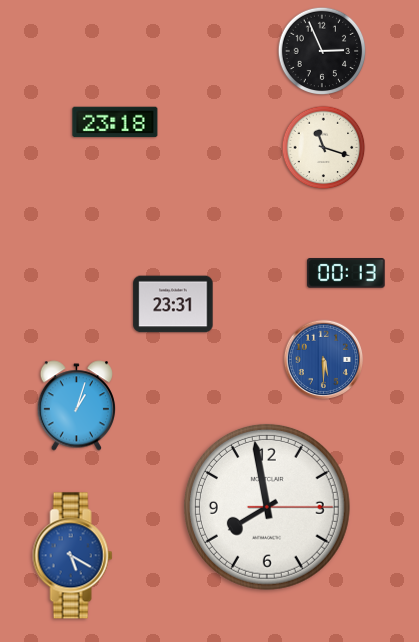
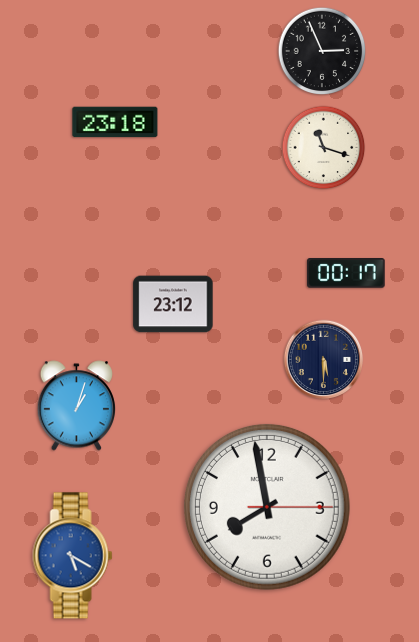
clock at (346, 274): 00:13 -> 00:17
clock at (173, 304): 23:31 -> 23:12
clock at (324, 360) dial: blue -> navy
